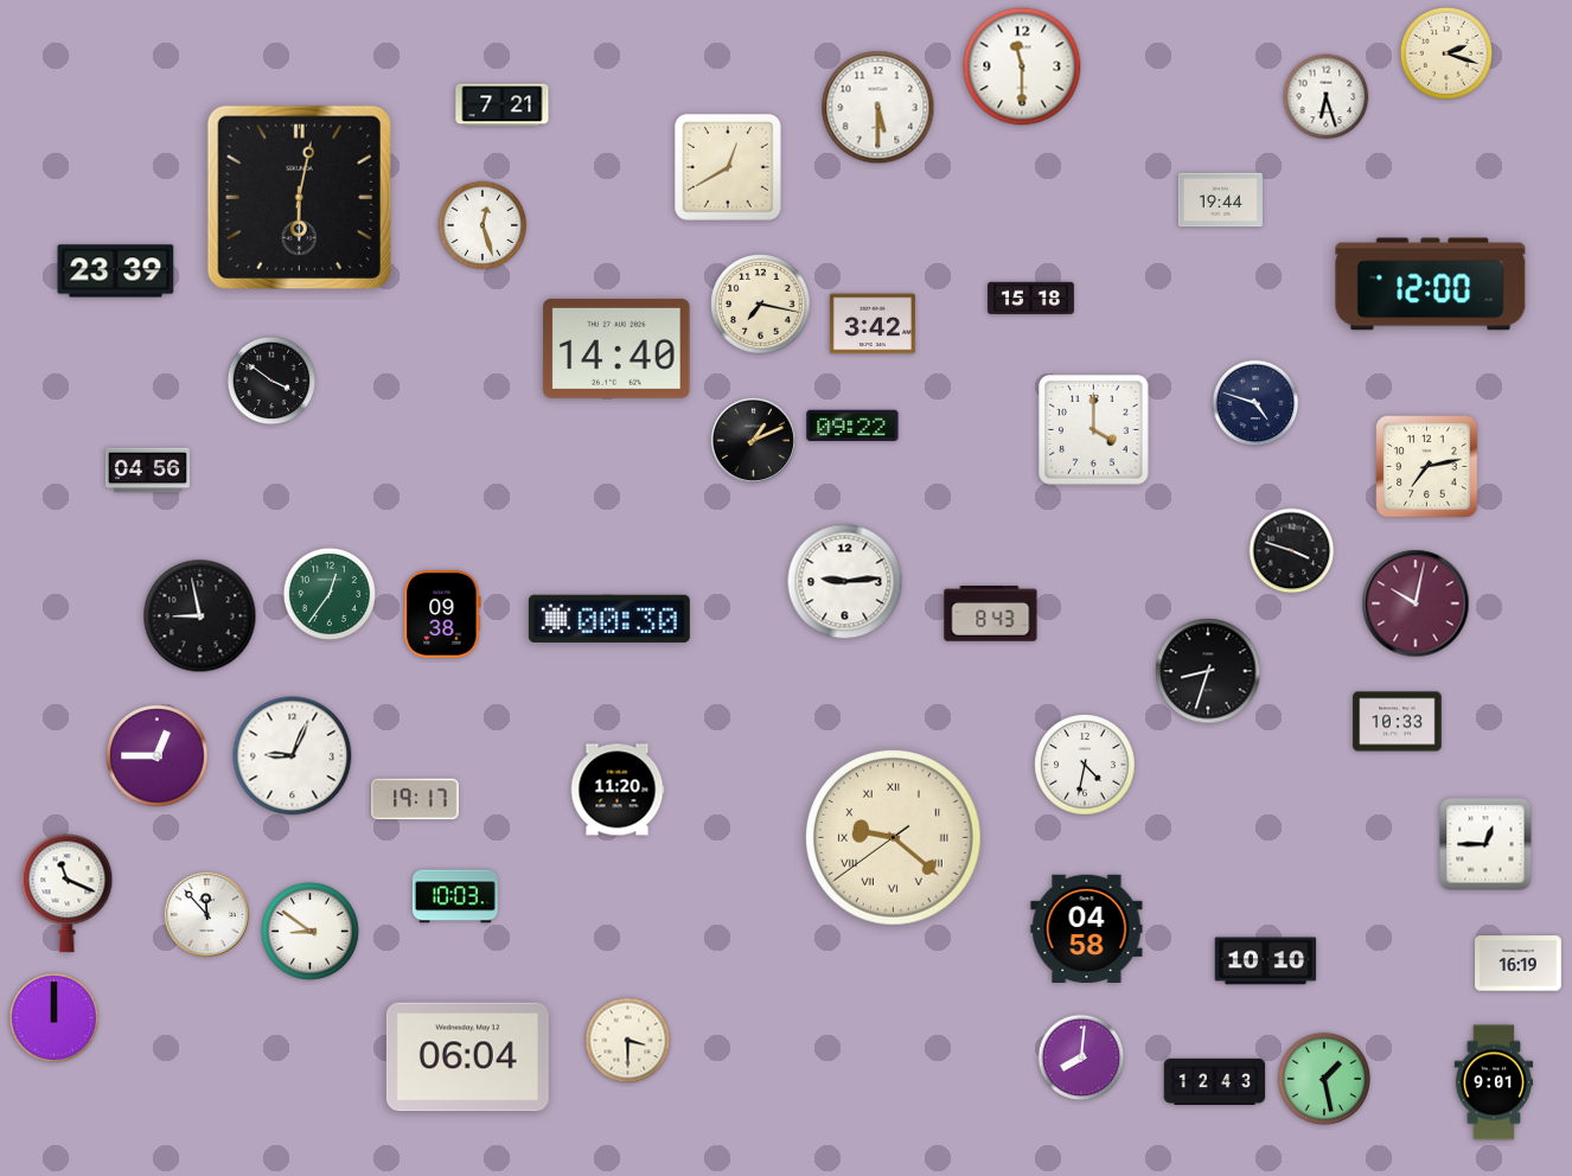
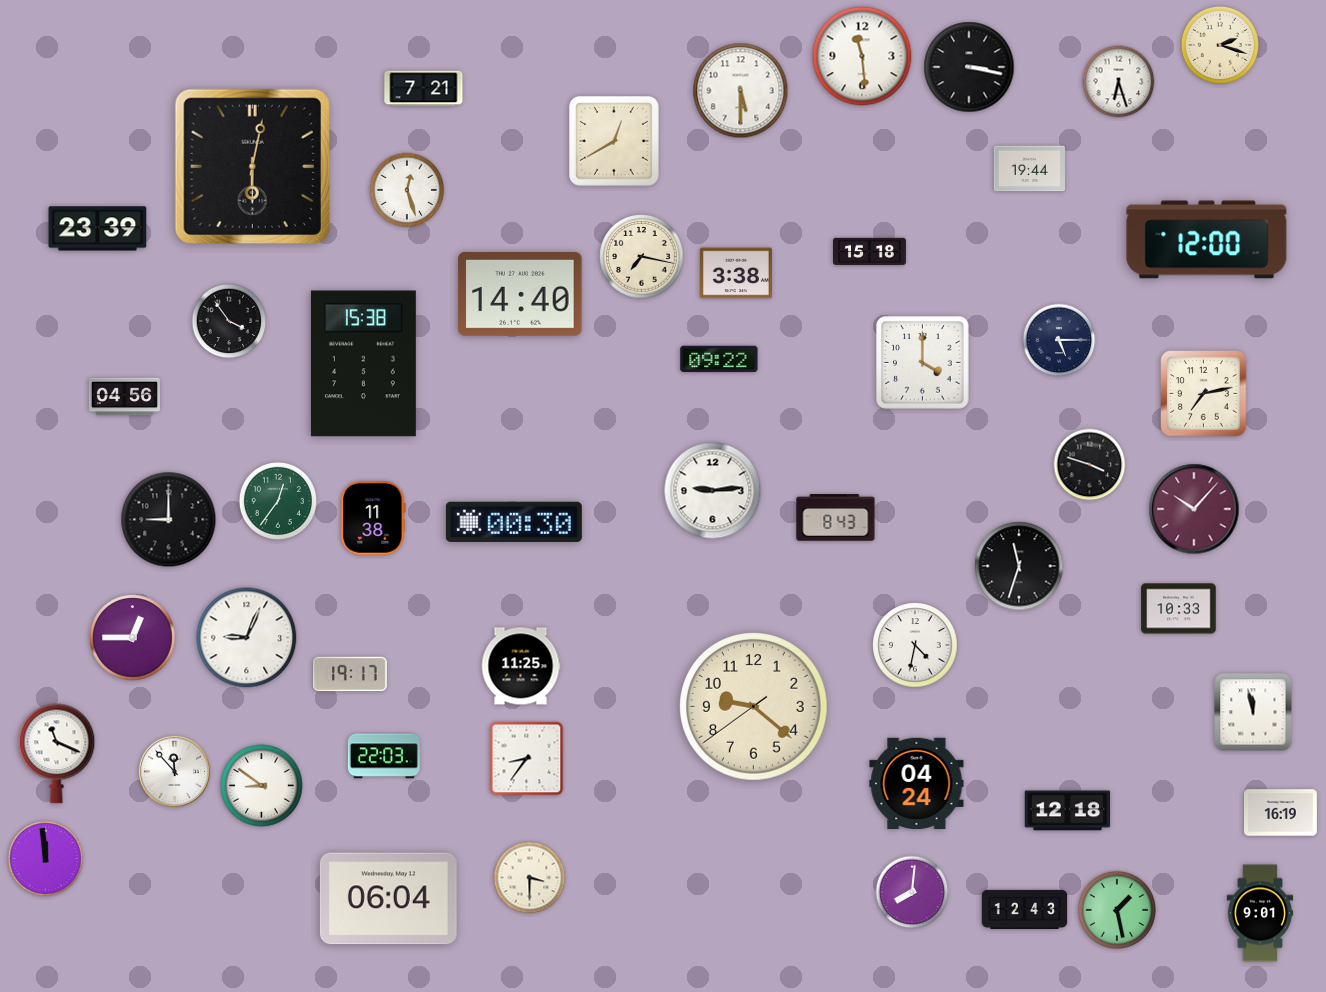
clock at (1022, 66): 11:30 -> 11:29
clock at (969, 67): none -> 3:17
clock at (873, 324): 3:42 -> 3:38
clock at (271, 381): 3:51 -> 3:54
clock at (1255, 403): 4:48 -> 5:15
clock at (363, 364): none -> 15:38
clock at (753, 440): 1:11 -> none
clock at (1416, 603): 10:02 -> 10:07
clock at (442, 614): 09:38 -> 11:38
clock at (200, 616): 8:58 -> 9:00
clock at (1208, 671): 8:33 -> 11:33
clock at (618, 790): 11:20 -> 11:25
clock at (894, 838) numerals: Roman -> Arabic
clock at (1485, 844): 12:45 -> 11:58
clock at (455, 896): 10:03 -> 22:03
clock at (527, 759): none -> 8:36
clock at (1087, 928): 04:58 -> 04:24
clock at (1266, 961): 10:10 -> 12:18
clock at (55, 1018): 12:00 -> 11:59
clock at (467, 1057) position: (467, 1057) -> (388, 899)
clock at (1215, 1081) position: (1215, 1081) -> (1025, 909)
